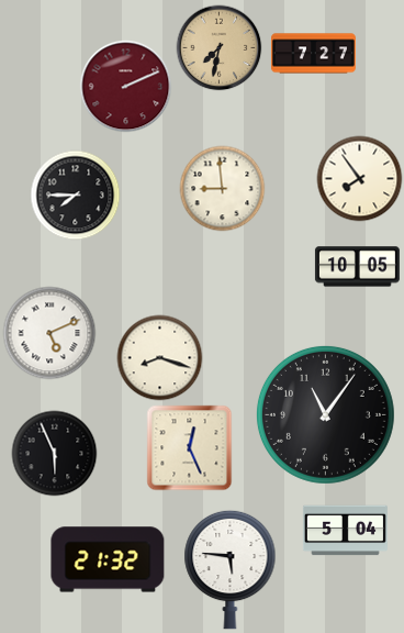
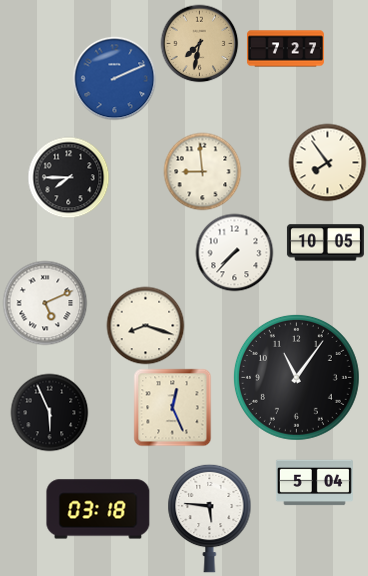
clock at (125, 86) dial: burgundy -> blue
clock at (234, 252): none -> 7:37
clock at (108, 559): 21:32 -> 03:18
